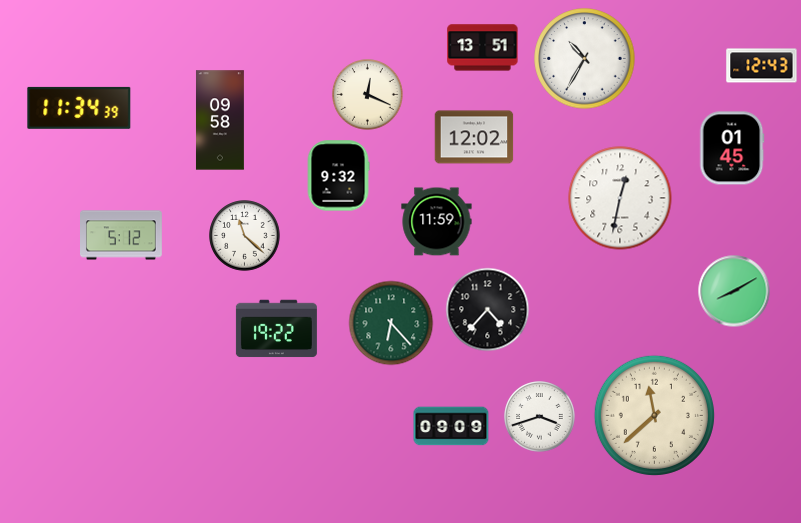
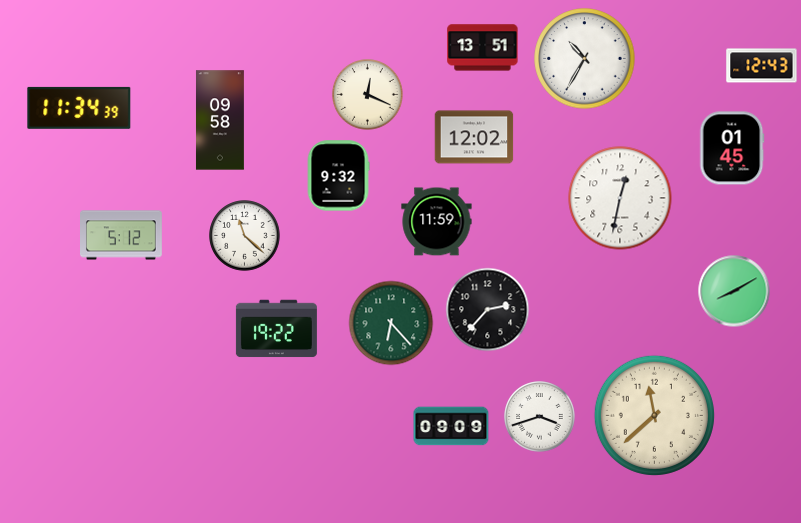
clock at (488, 310): 4:37 -> 2:37
